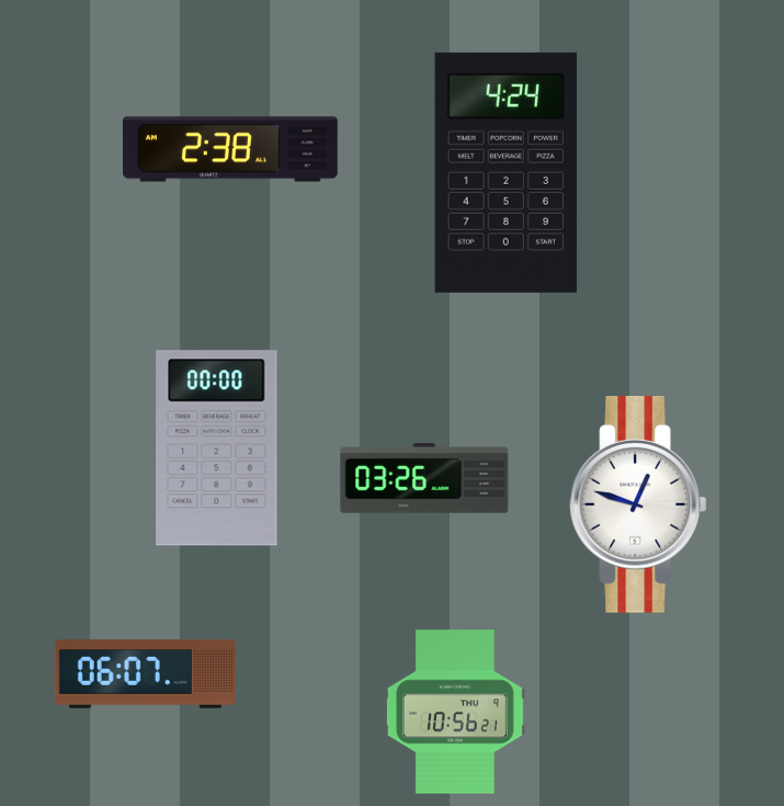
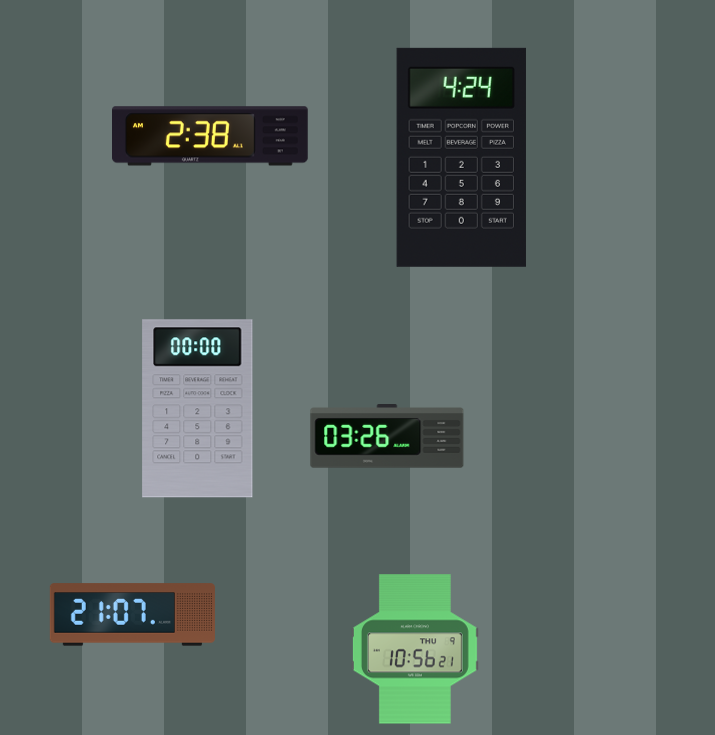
clock at (638, 506): 12:48 -> none
clock at (145, 674): 06:07 -> 21:07
